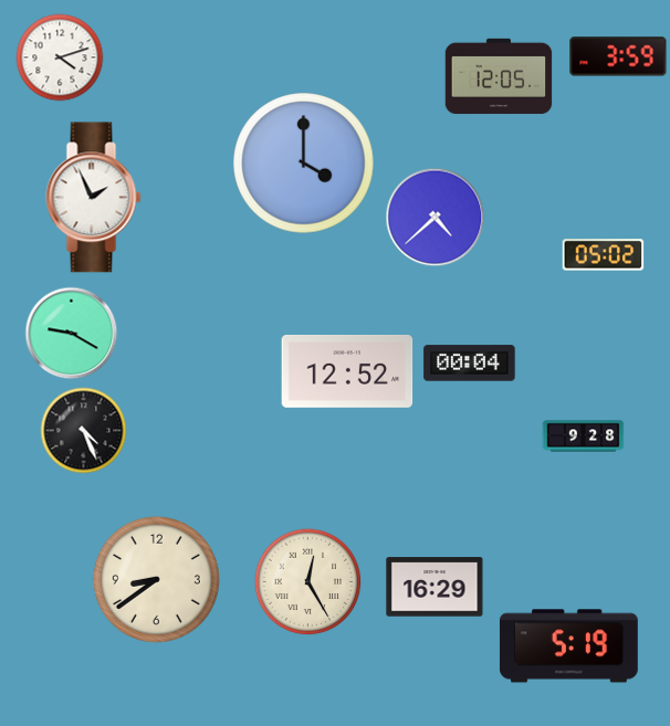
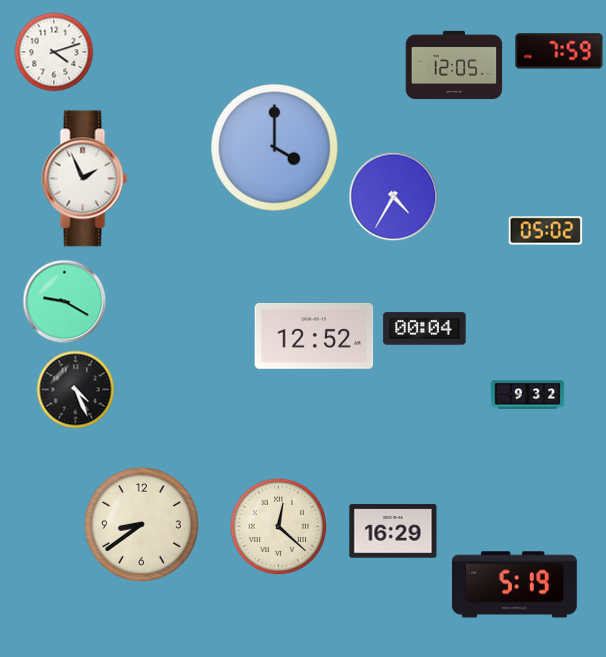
clock at (618, 56): 3:59 -> 7:59
clock at (499, 76) position: (499, 76) -> (454, 65)
clock at (436, 218): 4:38 -> 4:35
clock at (584, 436): 9:28 -> 9:32
clock at (308, 582): 12:25 -> 12:22
